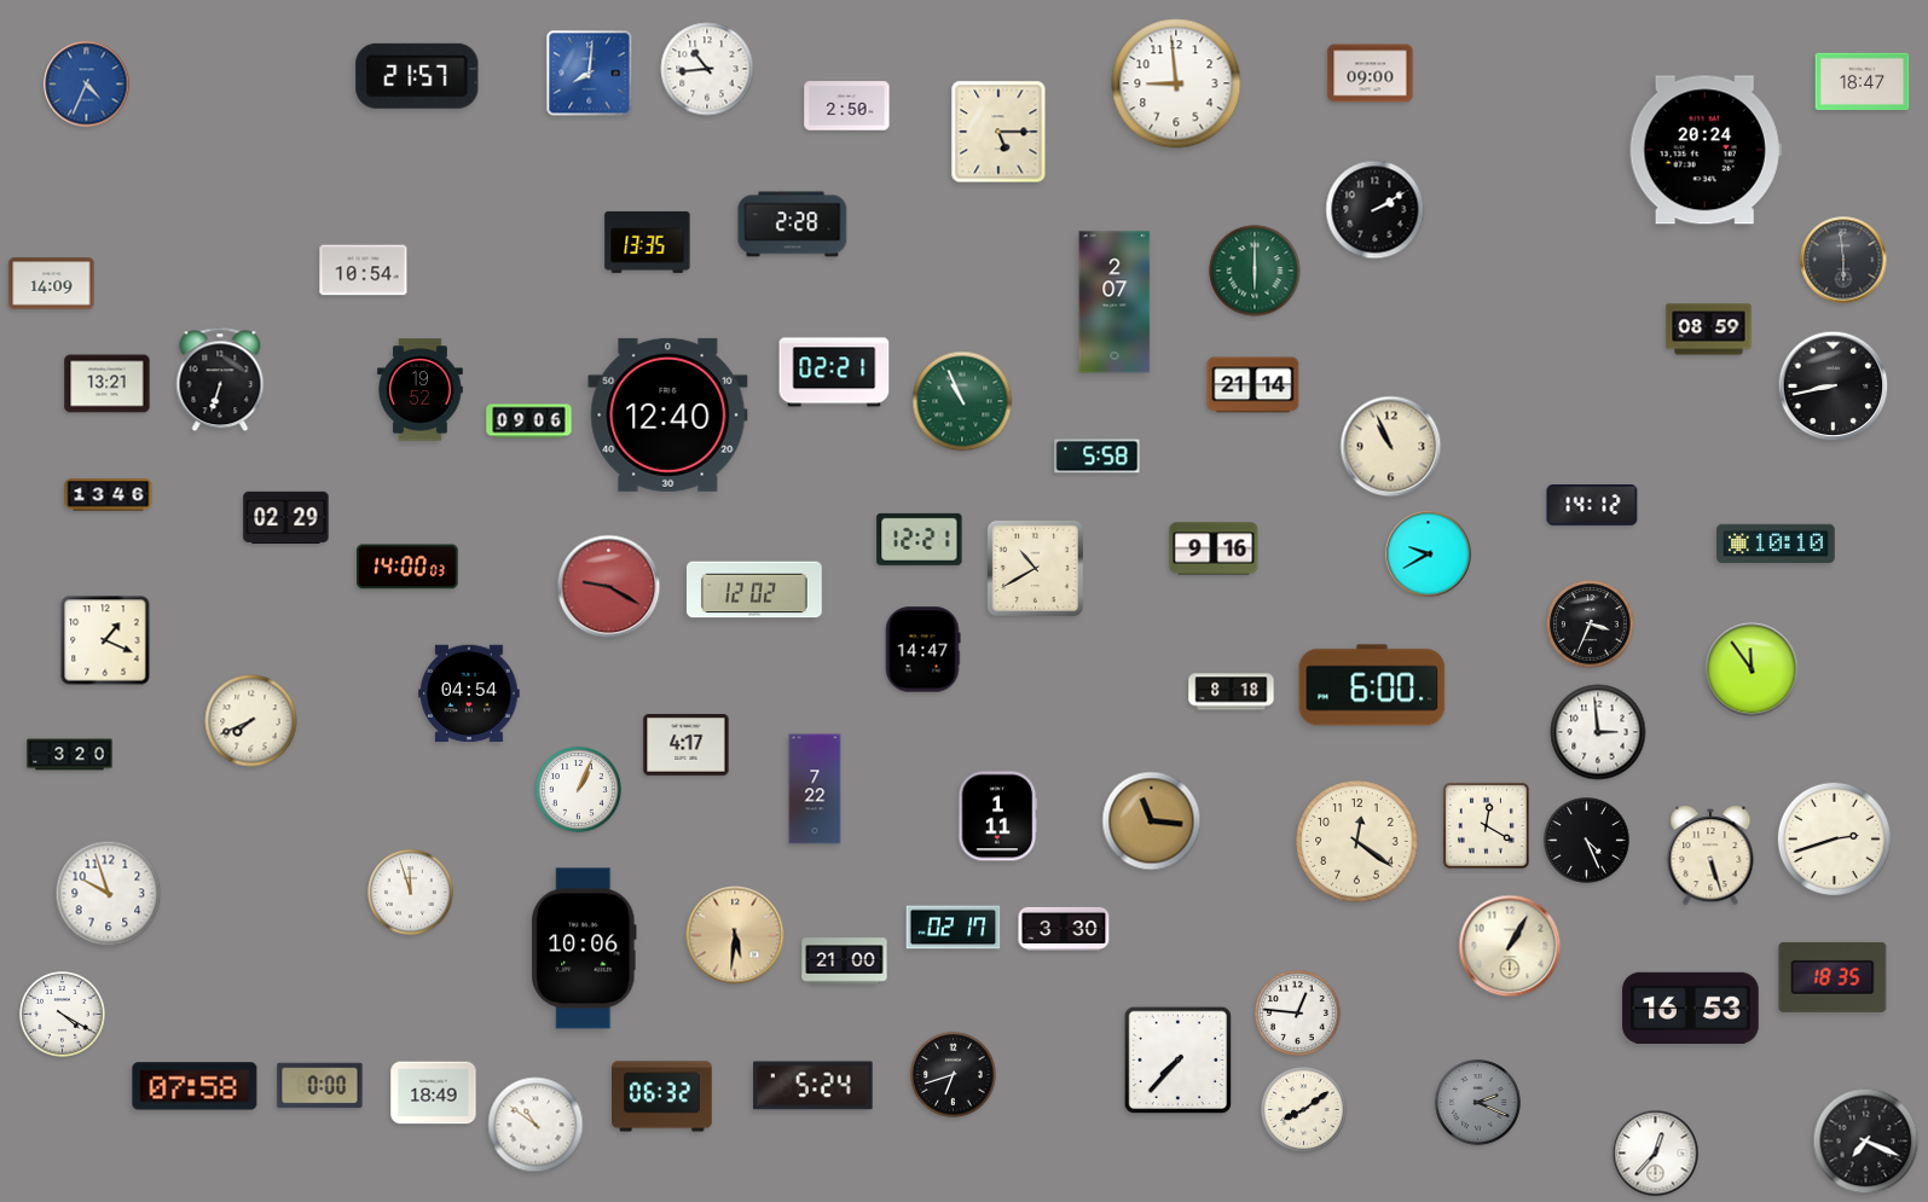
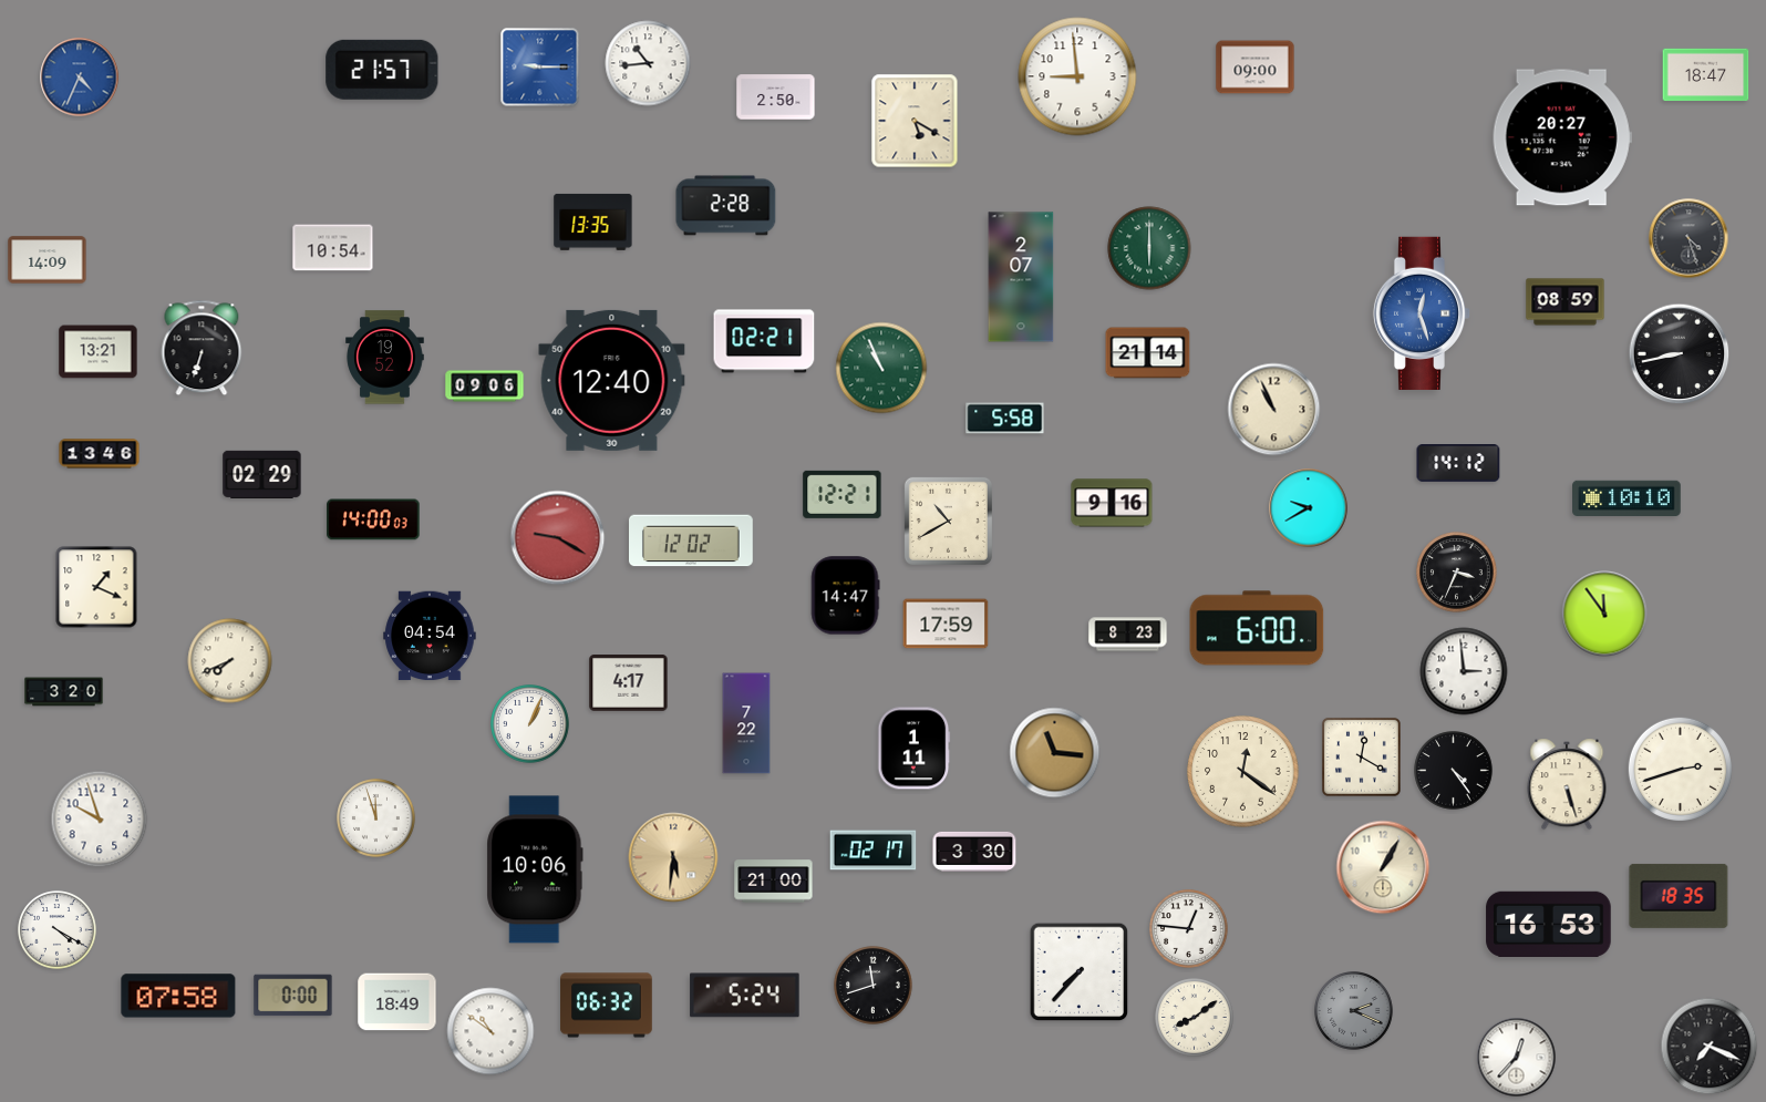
clock at (590, 74): 8:01 -> 9:15
clock at (998, 132): 5:15 -> 5:20
clock at (1706, 150): 20:24 -> 20:27
clock at (1376, 210): 2:10 -> none
clock at (1843, 260): 5:59 -> 4:27
clock at (1422, 313): none -> 12:27
clock at (946, 624): none -> 17:59
clock at (1232, 692): 8:18 -> 8:23
clock at (1587, 841): 4:26 -> 4:24
clock at (954, 1075): 6:42 -> 11:42
